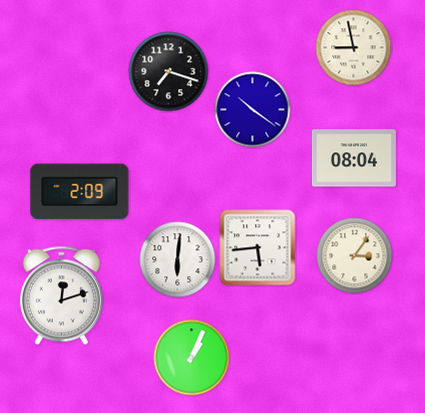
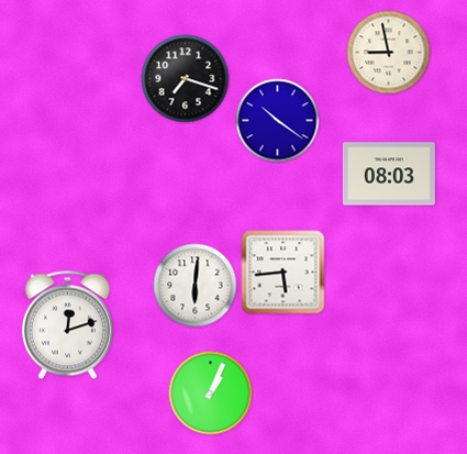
clock at (354, 158): 08:04 -> 08:03
clock at (80, 192): 2:09 -> none
clock at (355, 256): 3:06 -> none
